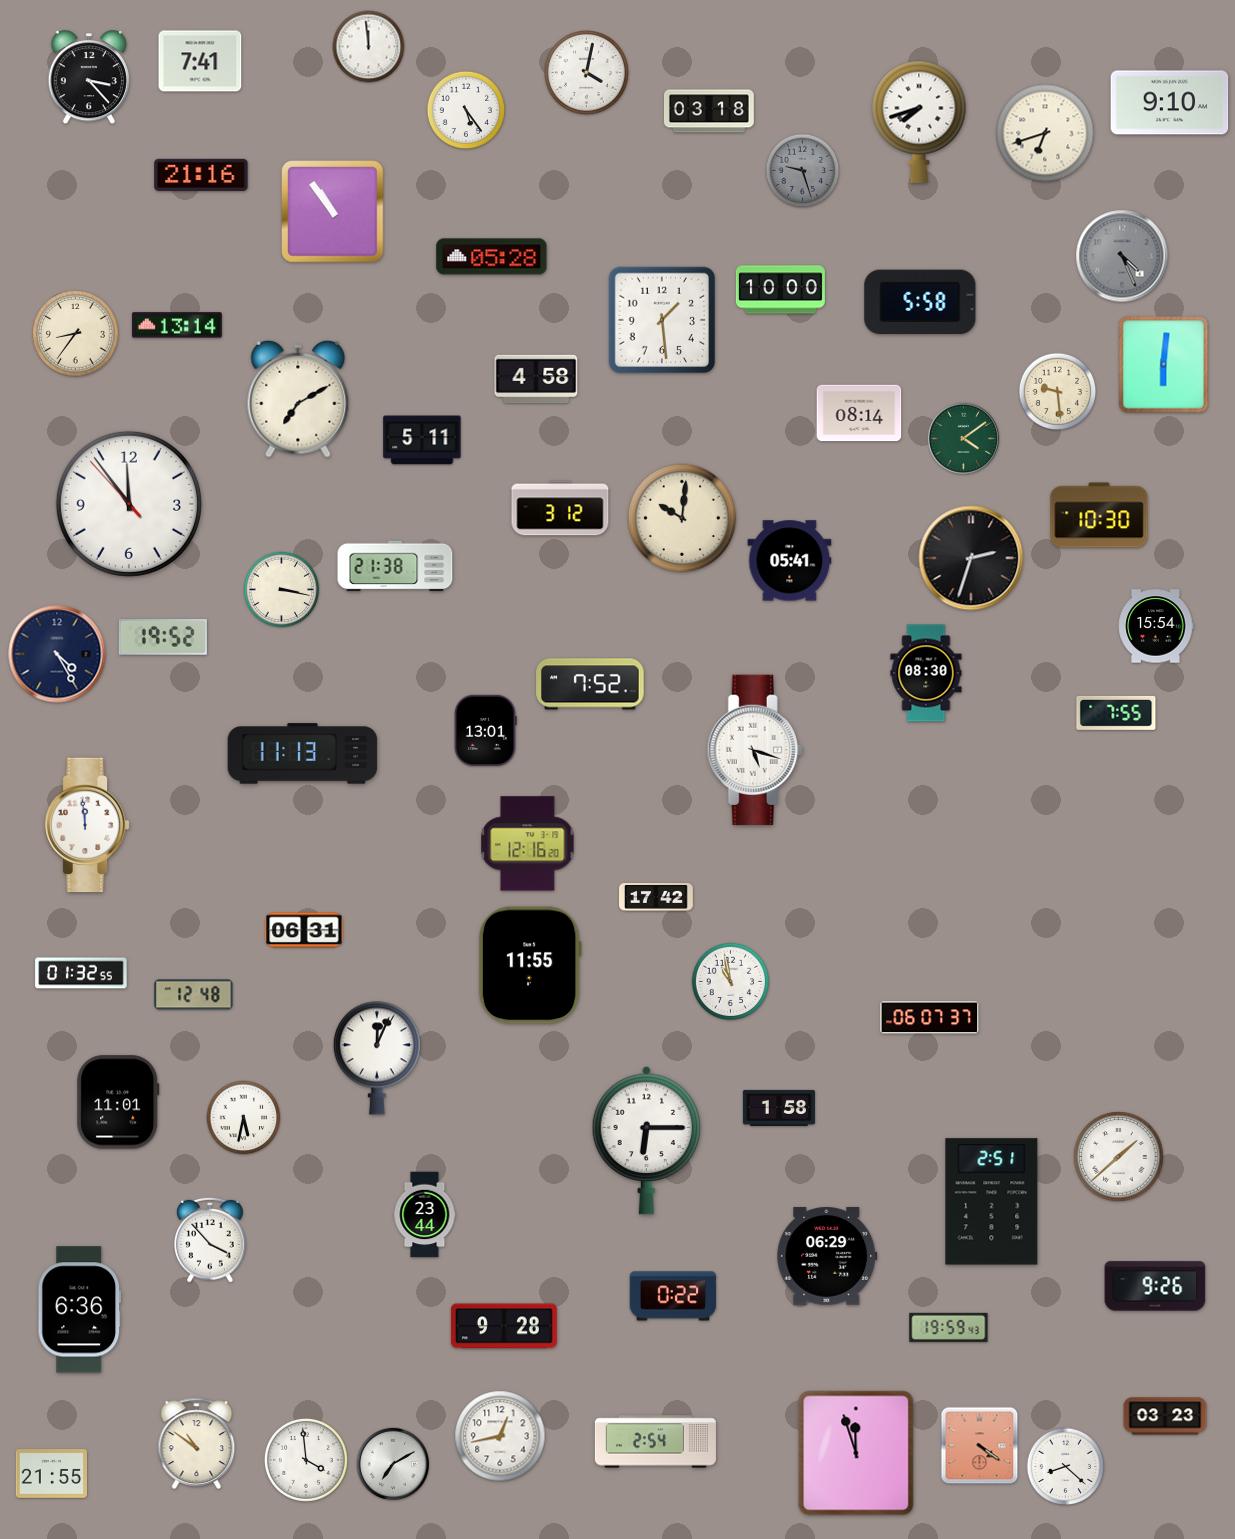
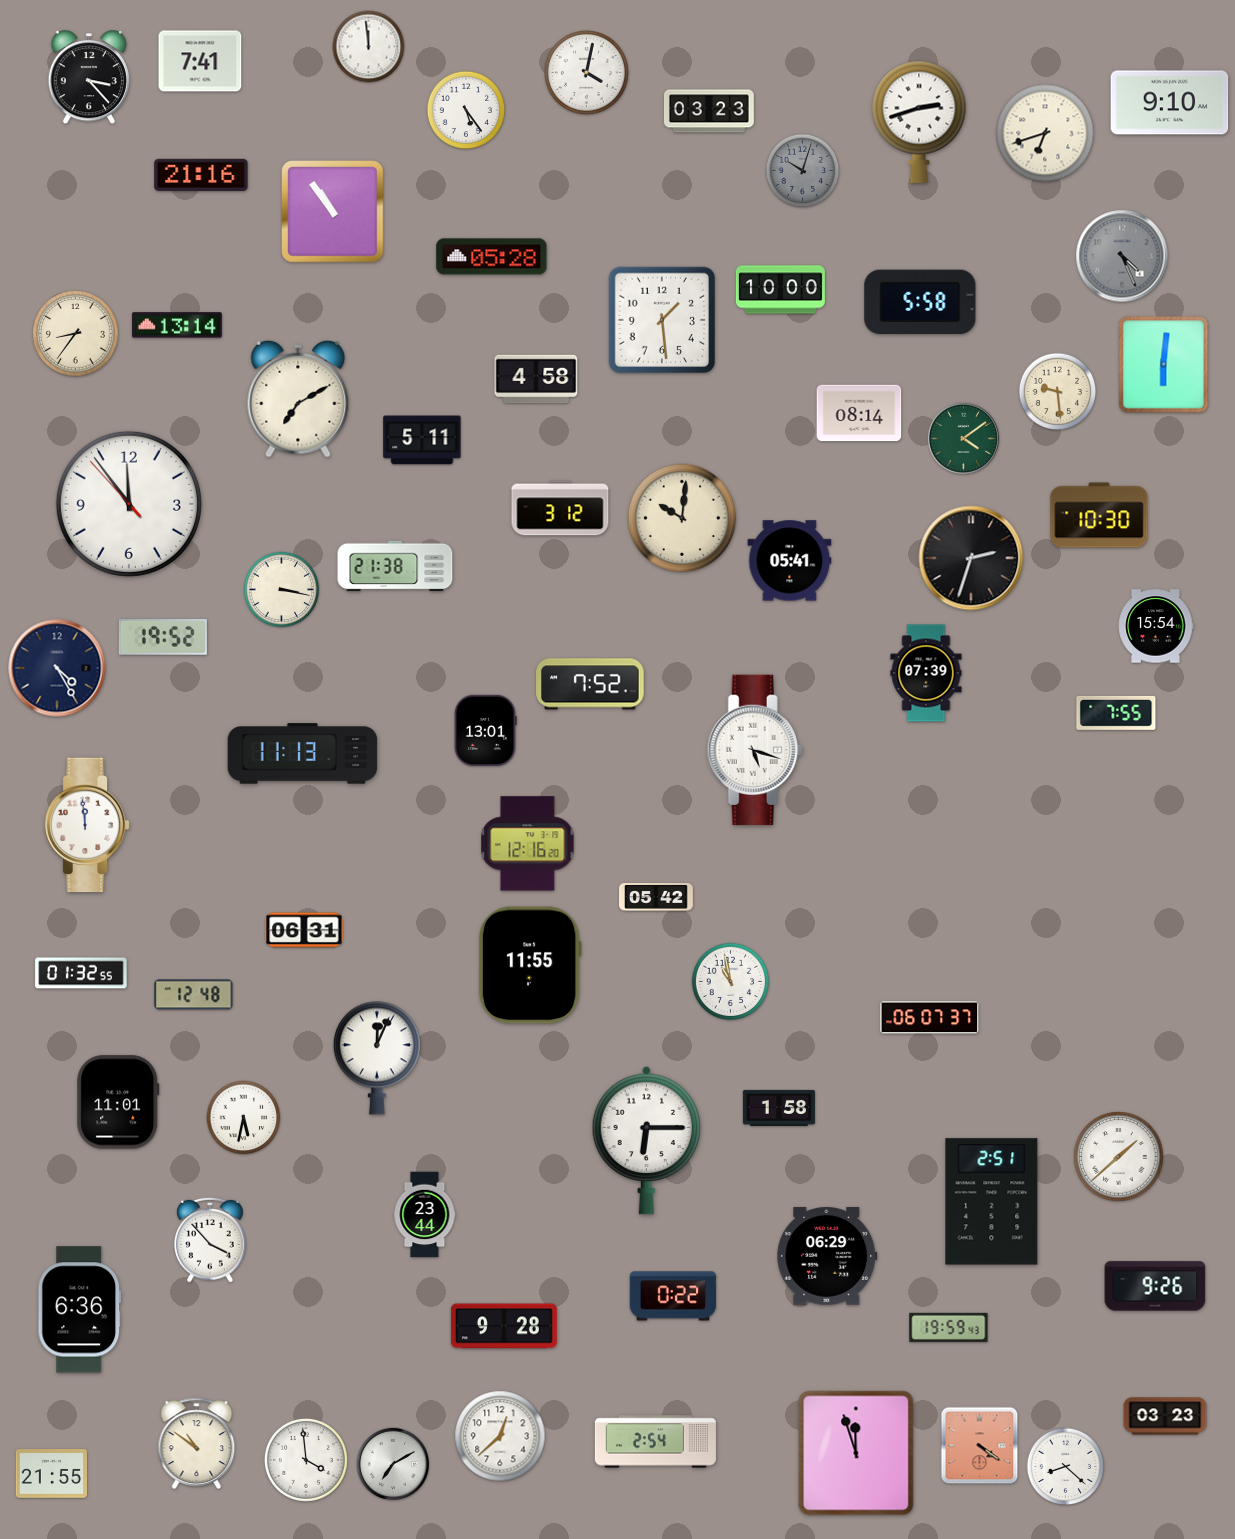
clock at (709, 111): 03:18 -> 03:23
clock at (919, 122): 7:42 -> 2:42
clock at (803, 171): 9:27 -> 10:03
clock at (57, 654) position: (57, 654) -> (57, 668)
clock at (926, 673): 08:30 -> 07:39
clock at (657, 898): 17:42 -> 05:42
clock at (500, 1436): 12:43 -> 12:38
